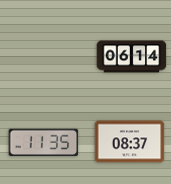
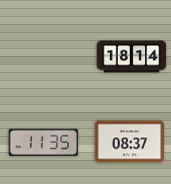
clock at (132, 57): 06:14 -> 18:14
